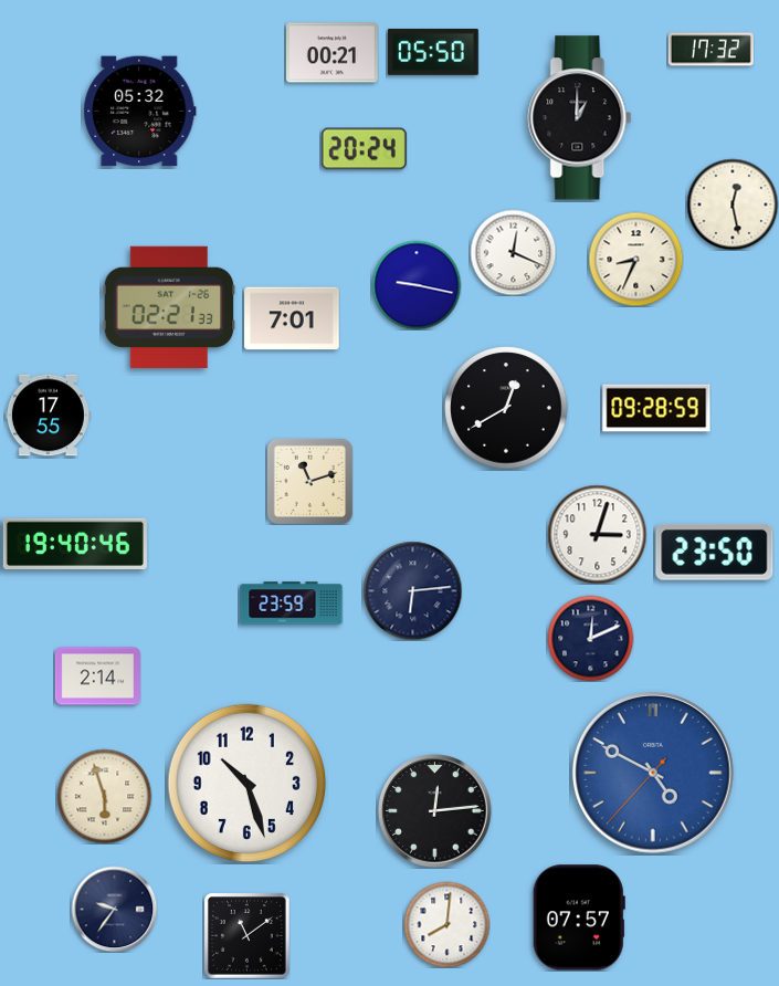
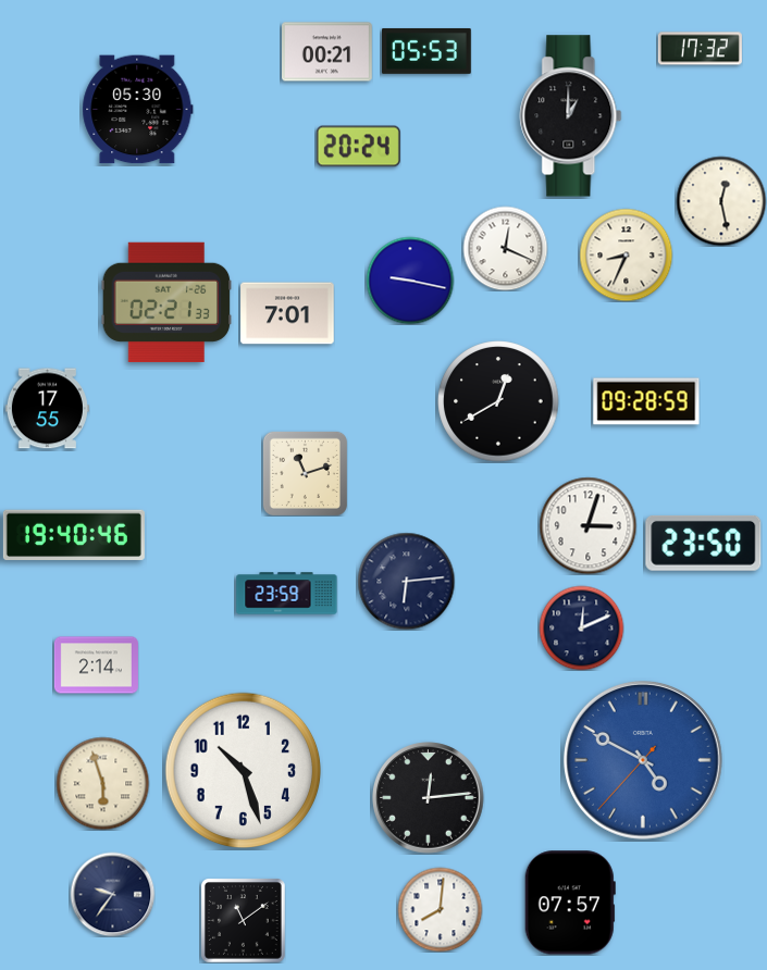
clock at (433, 52): 05:50 -> 05:53
clock at (140, 112): 05:32 -> 05:30
